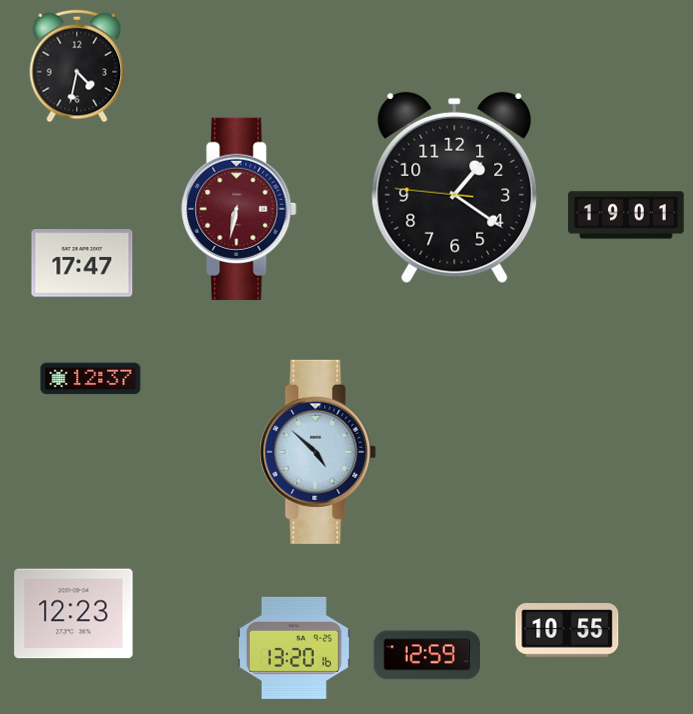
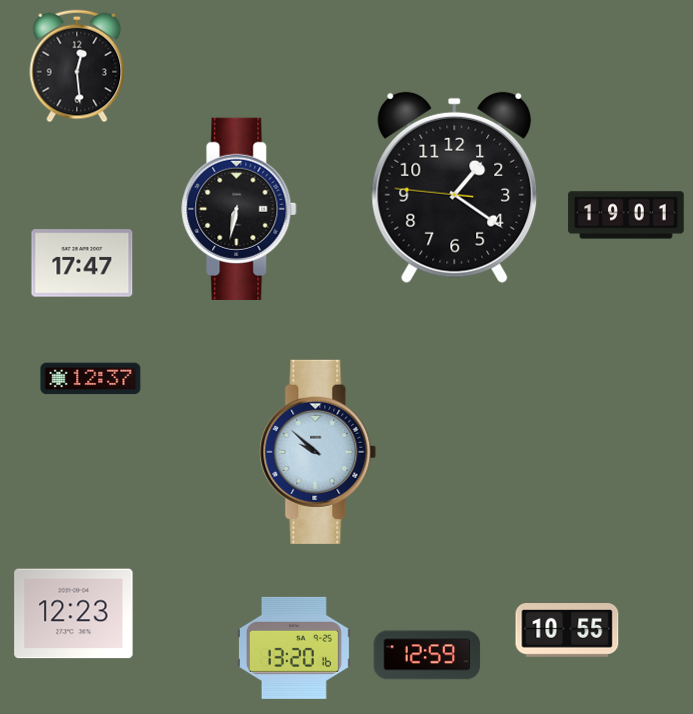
clock at (77, 66): 4:32 -> 12:29
clock at (239, 209) dial: burgundy -> black
clock at (318, 452): 4:52 -> 9:52
